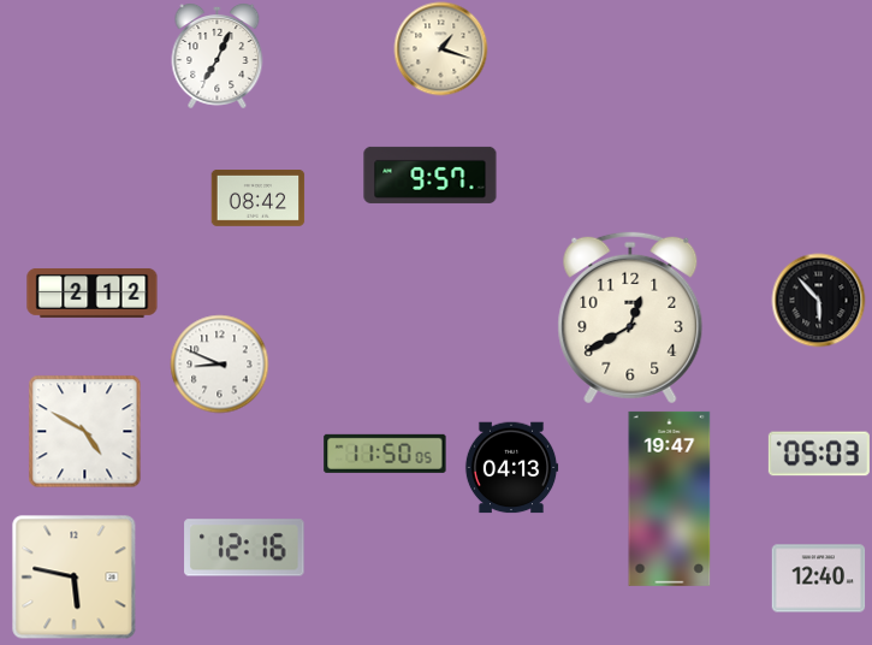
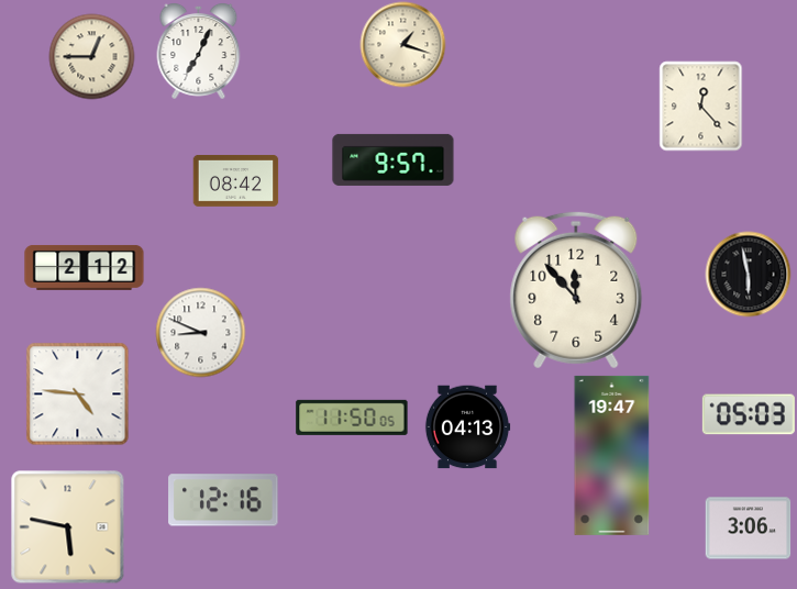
clock at (91, 56): none -> 12:45
clock at (701, 105): none -> 12:23
clock at (818, 300): 5:53 -> 5:58
clock at (630, 318): 12:40 -> 11:53
clock at (84, 431): 4:50 -> 4:46
clock at (385, 454) position: (385, 454) -> (352, 418)
clock at (818, 579): 12:40 -> 3:06
